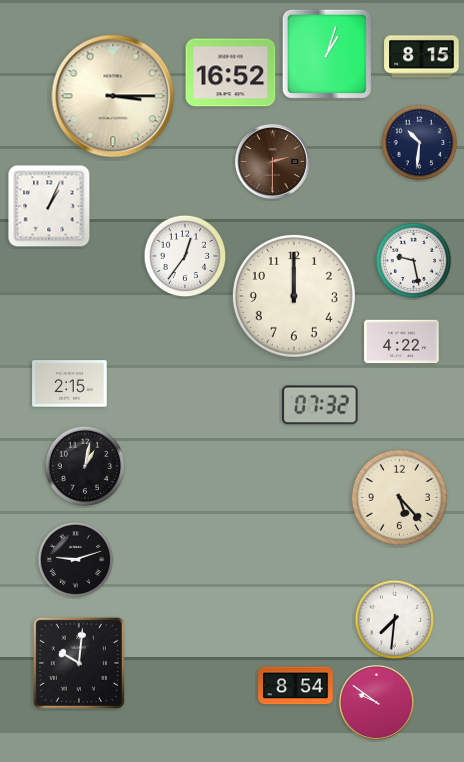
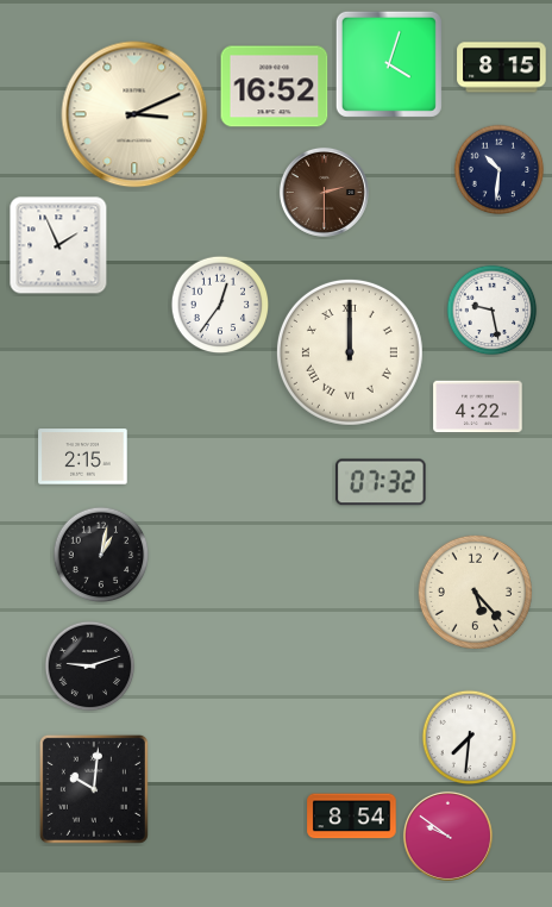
clock at (327, 54): 1:03 -> 4:03
clock at (113, 96): 3:15 -> 3:11
clock at (49, 206): 1:04 -> 1:56
clock at (294, 296) numerals: Arabic -> Roman
